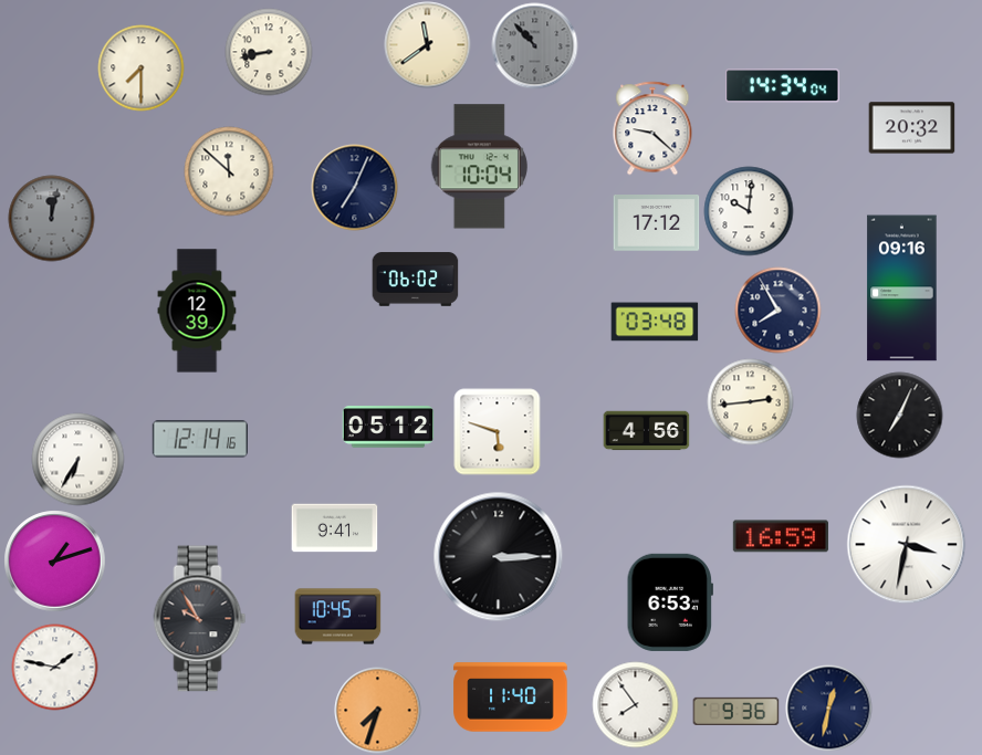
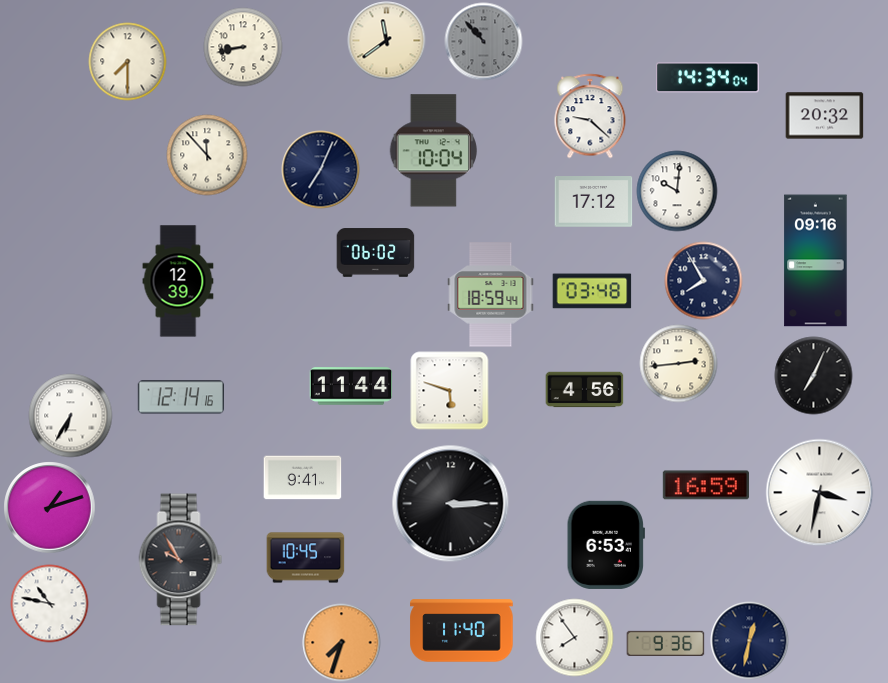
clock at (229, 171): 11:52 -> 11:53
clock at (51, 218): 12:02 -> none
clock at (491, 295): none -> 18:59
clock at (388, 427): 05:12 -> 11:44
clock at (54, 667): 1:47 -> 10:47
